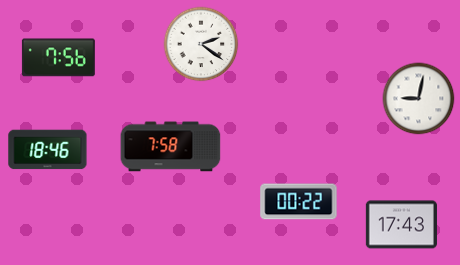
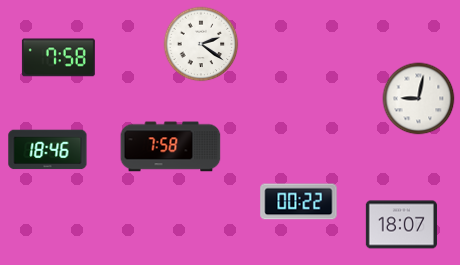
clock at (58, 58): 7:56 -> 7:58
clock at (401, 225): 17:43 -> 18:07
